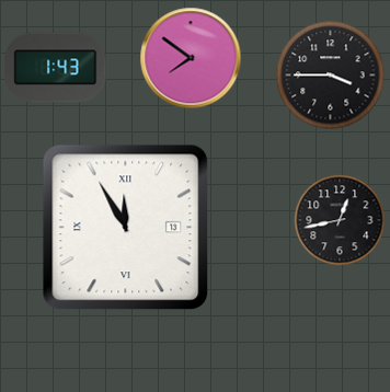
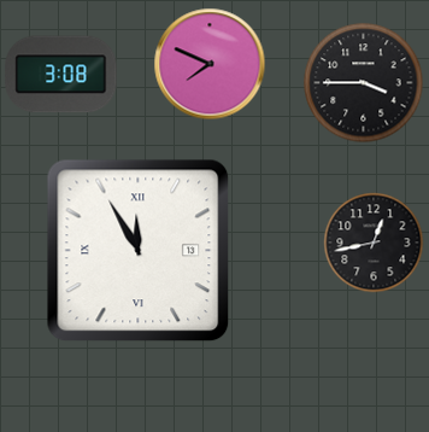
clock at (191, 58): 7:51 -> 7:49
clock at (56, 68): 1:43 -> 3:08
